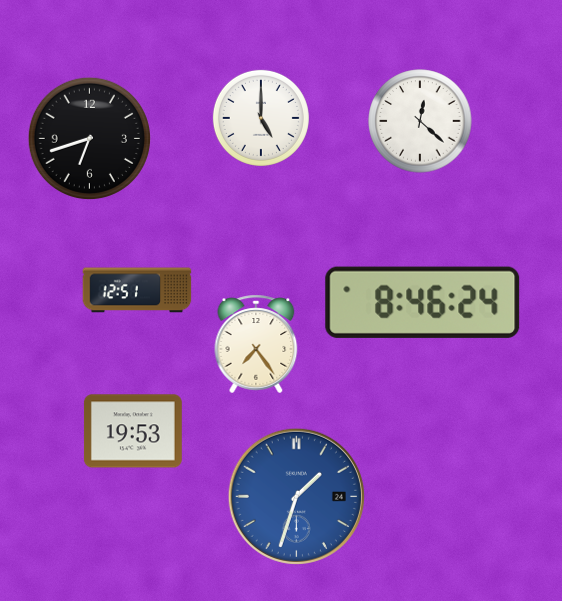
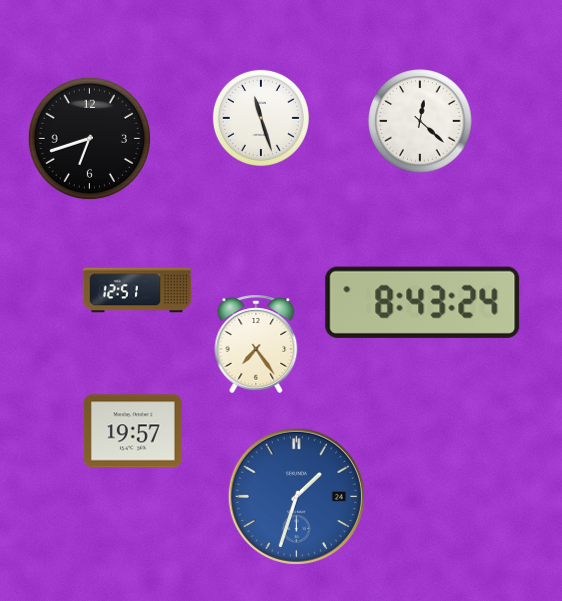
clock at (261, 118): 5:00 -> 11:27
clock at (423, 302): 8:46 -> 8:43
clock at (133, 431): 19:53 -> 19:57
